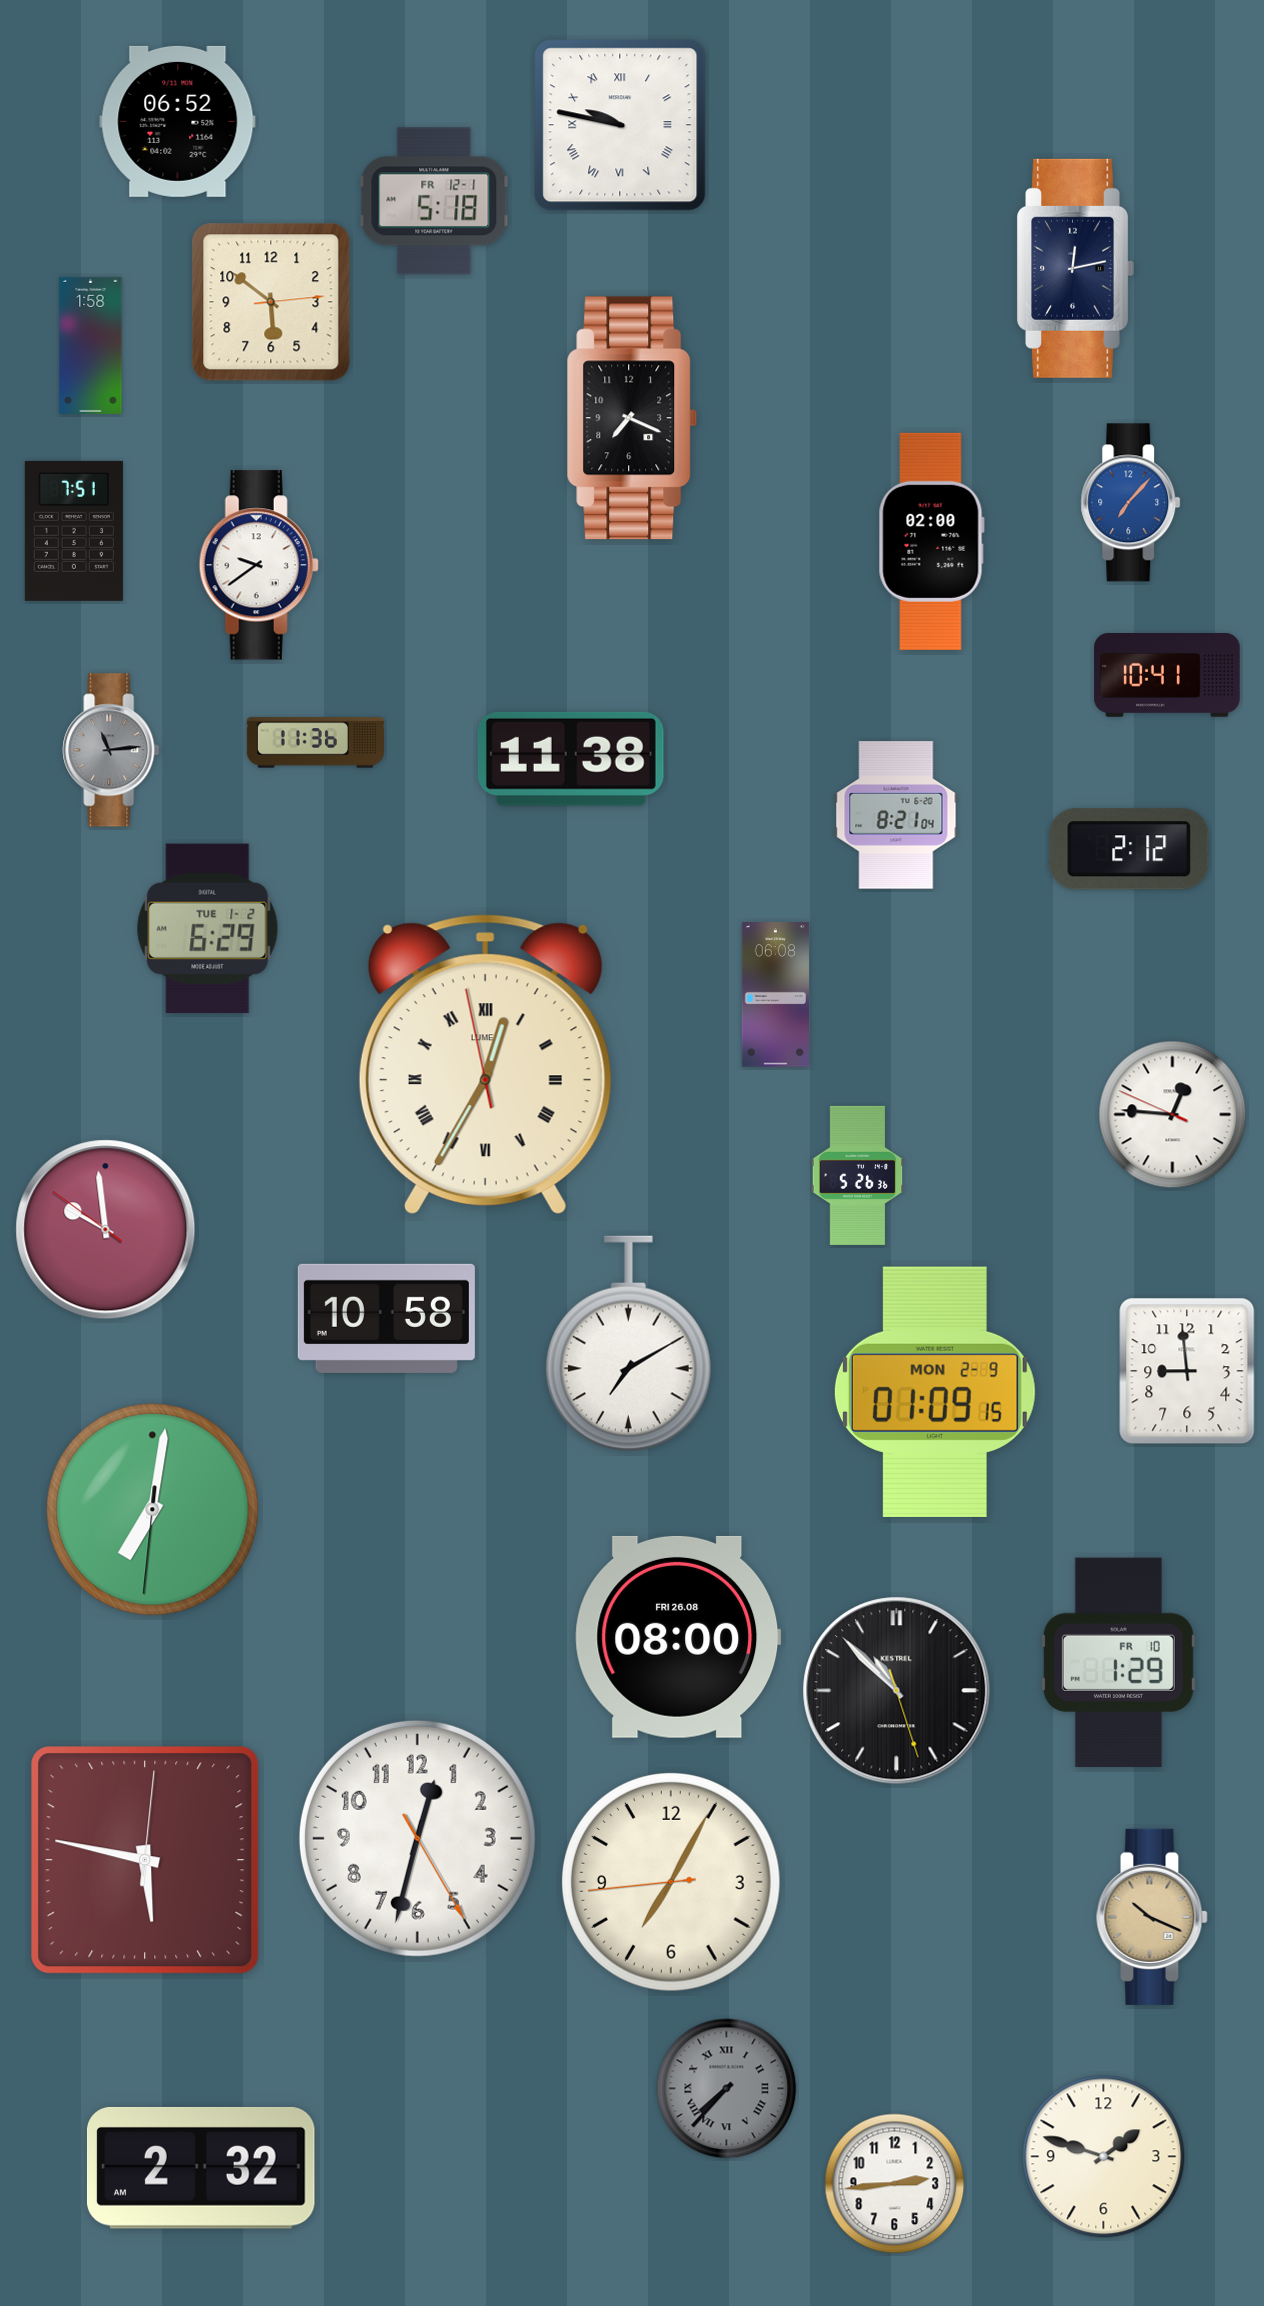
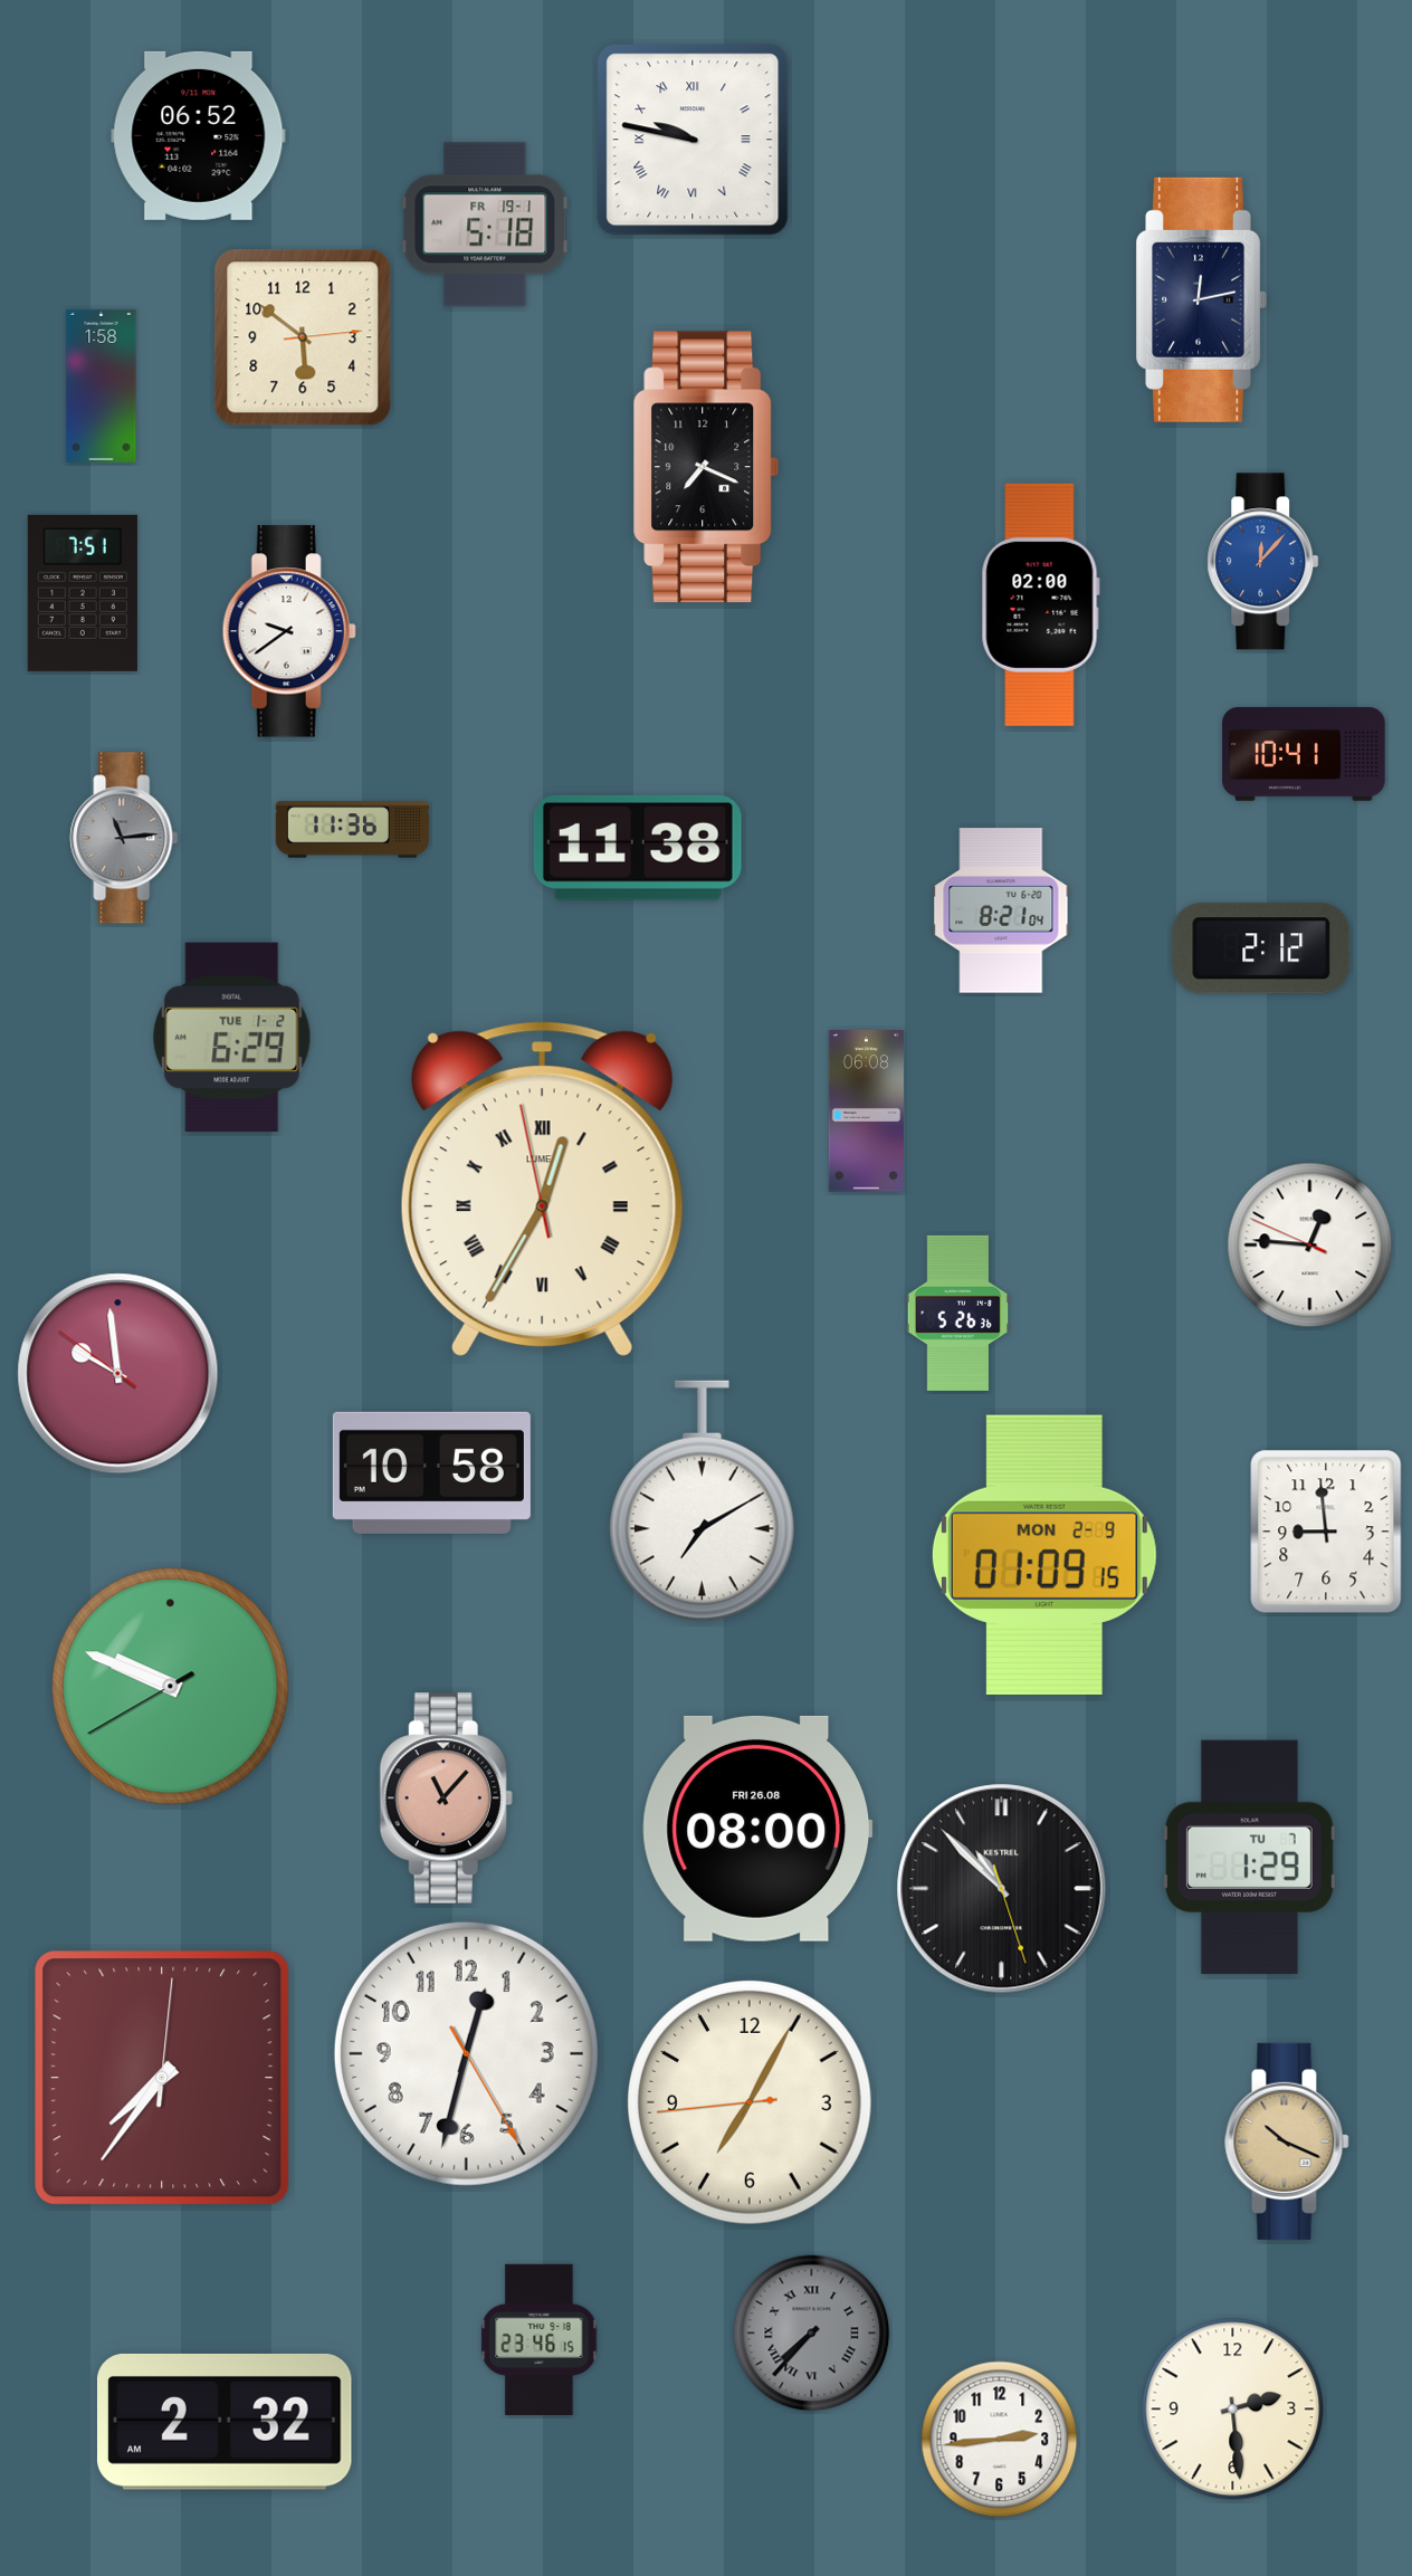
clock at (434, 201) date: FR 12-1 -> FR 19-1
clock at (1131, 503): 7:07 -> 12:07
clock at (153, 1510): 7:01 -> 9:48
clock at (446, 1799): none -> 11:07
clock at (1118, 1663) date: FR 10 -> TU 7
clock at (145, 1860): 5:47 -> 7:36
clock at (540, 2339): none -> 23:46
clock at (1104, 2157): 1:48 -> 2:29
